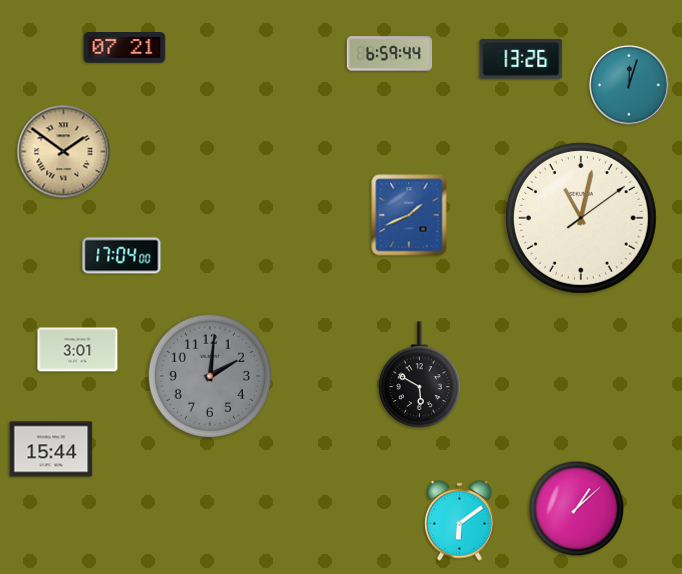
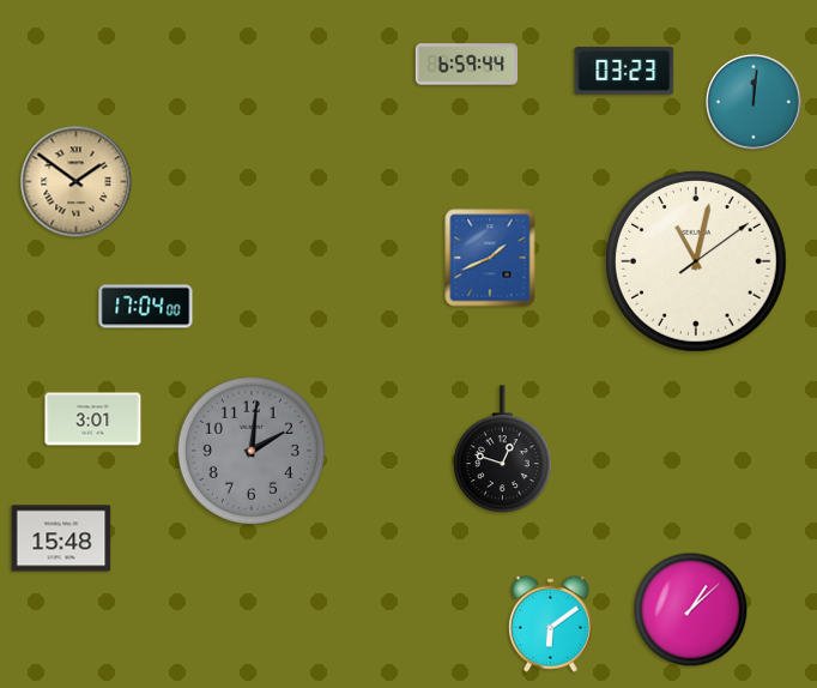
clock at (125, 48): 07:21 -> none
clock at (521, 59): 13:26 -> 03:23
clock at (630, 86): 12:03 -> 12:01
clock at (420, 375): 5:50 -> 12:48
clock at (51, 449): 15:44 -> 15:48
